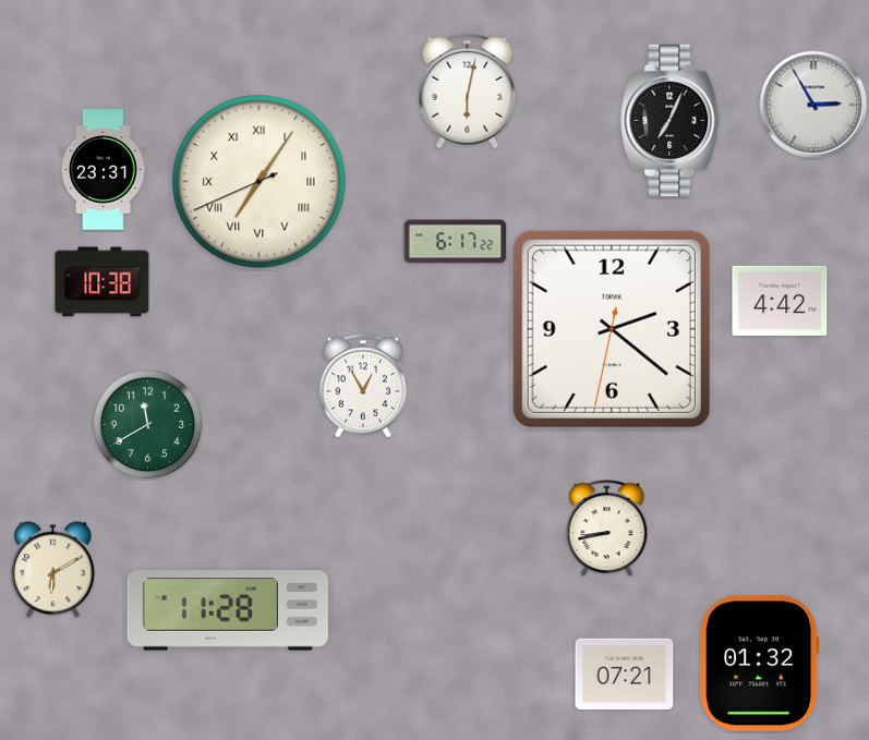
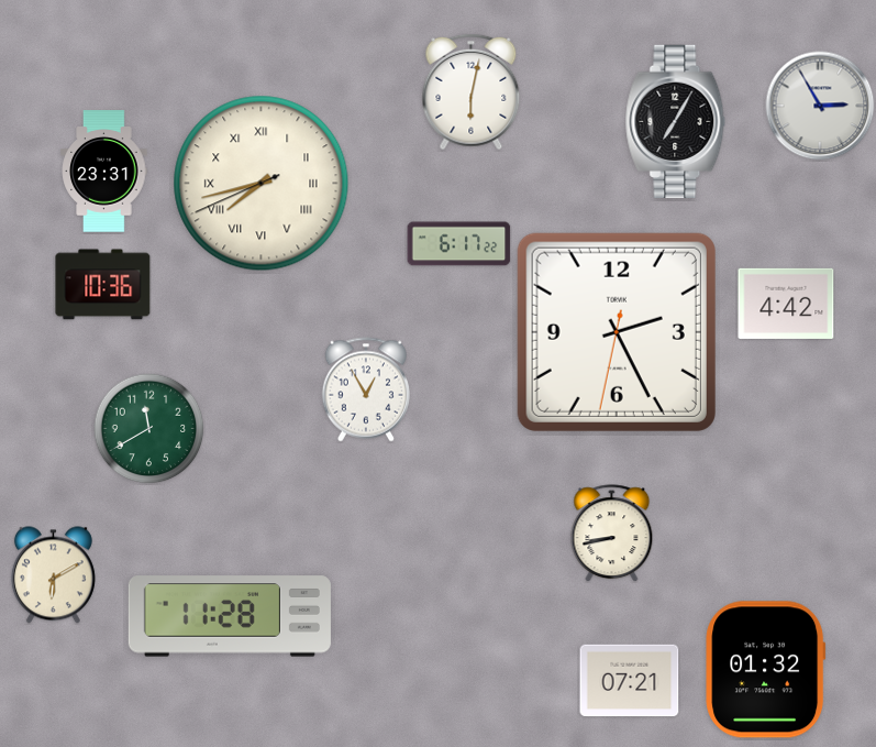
clock at (671, 120): 7:04 -> 7:05
clock at (260, 182): 7:05 -> 7:42
clock at (102, 282): 10:38 -> 10:36
clock at (612, 329): 2:21 -> 2:25
